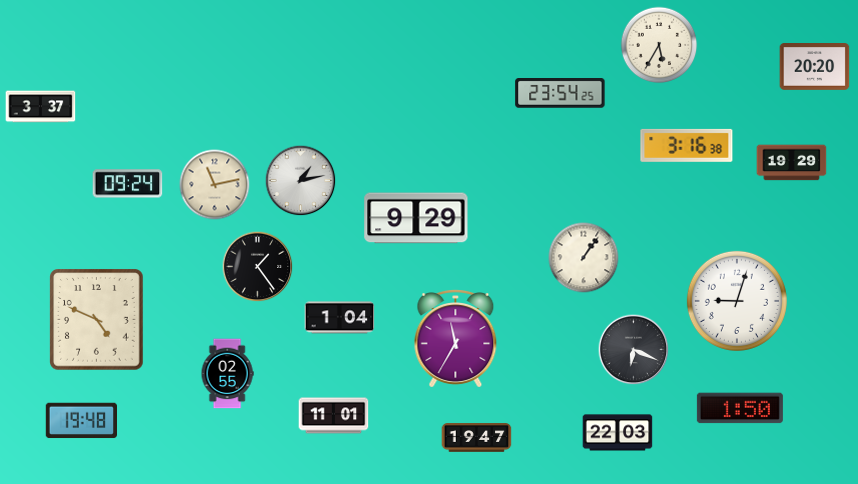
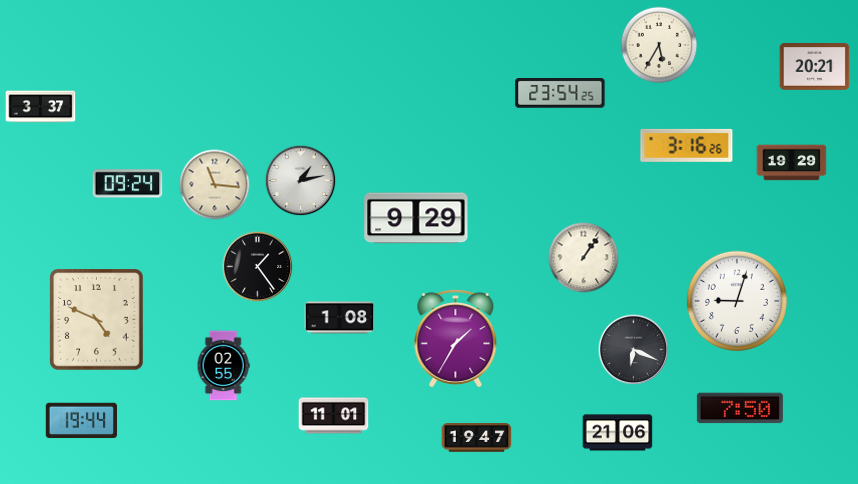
clock at (815, 67): 20:20 -> 20:21
clock at (687, 145): 3:16:38 -> 3:16:26
clock at (215, 185): 11:13 -> 11:16
clock at (340, 318): 1:04 -> 1:08
clock at (456, 339): 11:35 -> 1:35
clock at (227, 374) position: (227, 374) -> (223, 366)
clock at (740, 408): 1:50 -> 7:50
clock at (81, 421): 19:48 -> 19:44
clock at (618, 433): 22:03 -> 21:06
